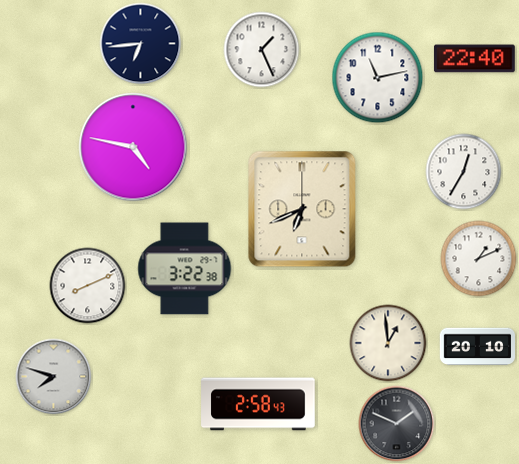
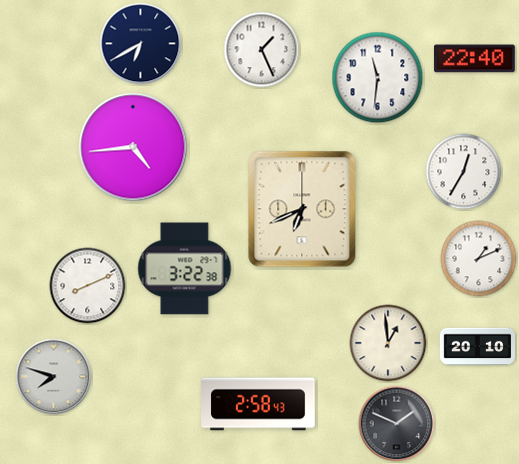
clock at (141, 44): 6:44 -> 6:40
clock at (378, 78): 11:13 -> 11:31
clock at (133, 147): 4:47 -> 4:44
